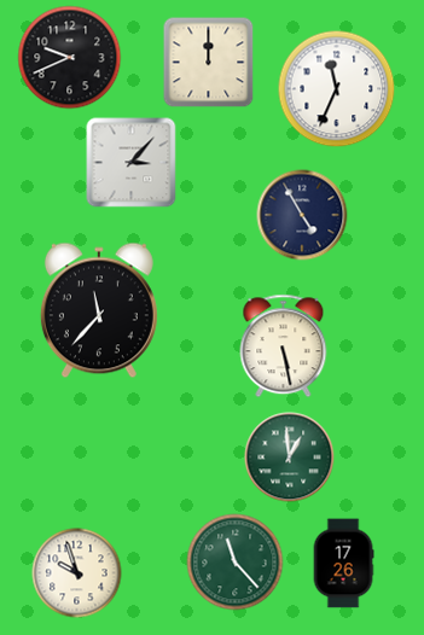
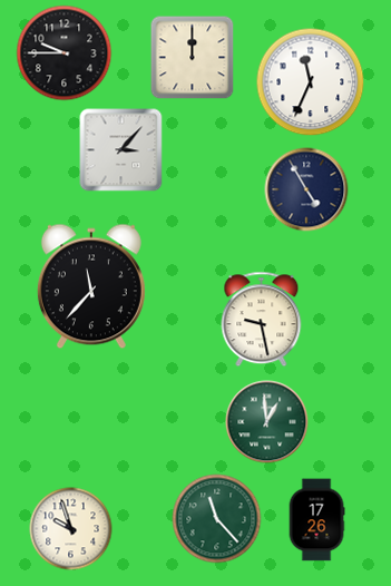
clock at (70, 58): 9:41 -> 9:45
clock at (302, 215) position: (302, 215) -> (306, 189)
clock at (284, 346): 5:28 -> 9:28
